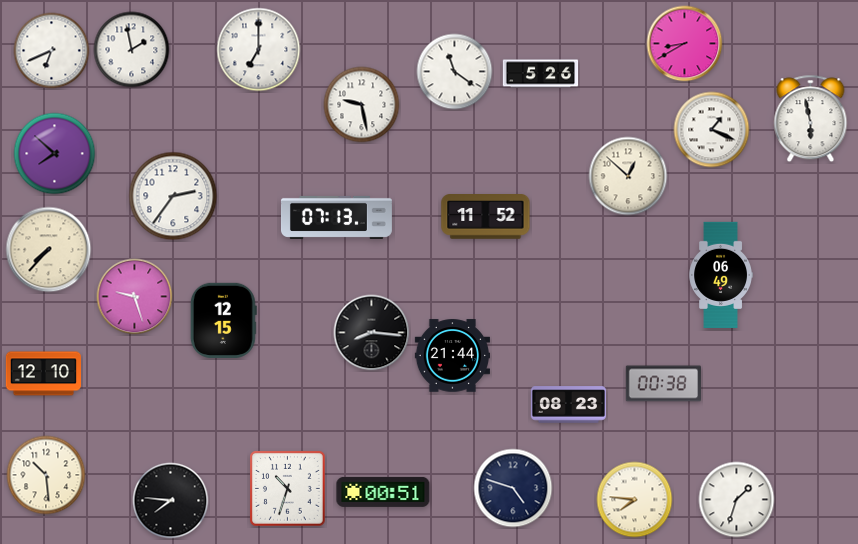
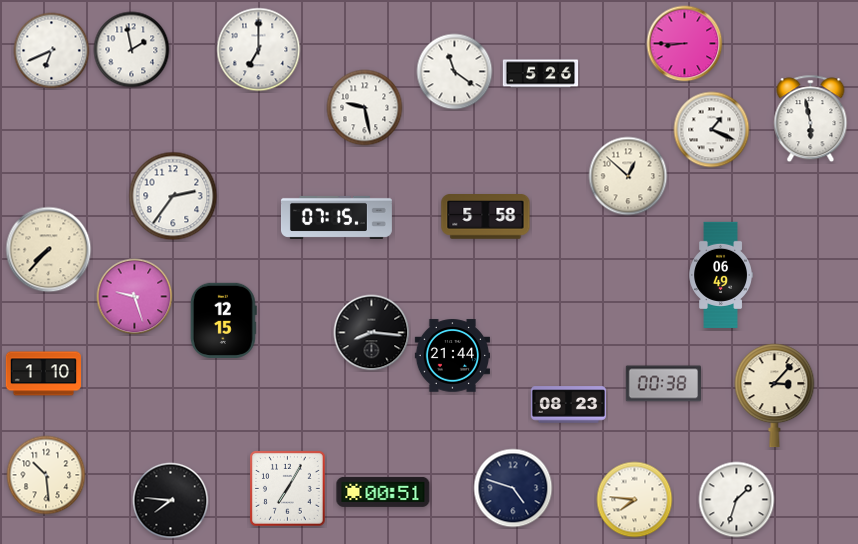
clock at (685, 44): 8:40 -> 8:45
clock at (362, 105) position: (362, 105) -> (365, 108)
clock at (55, 154): 7:52 -> none
clock at (336, 217): 07:13 -> 07:15
clock at (486, 217): 11:52 -> 5:58
clock at (44, 374): 12:10 -> 1:10
clock at (775, 396): none -> 3:07
clock at (288, 489): 10:33 -> 7:05
